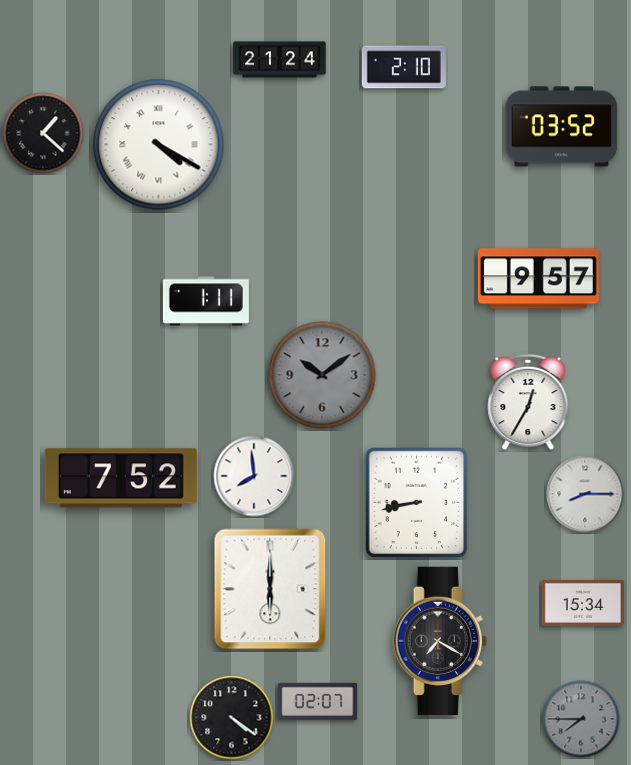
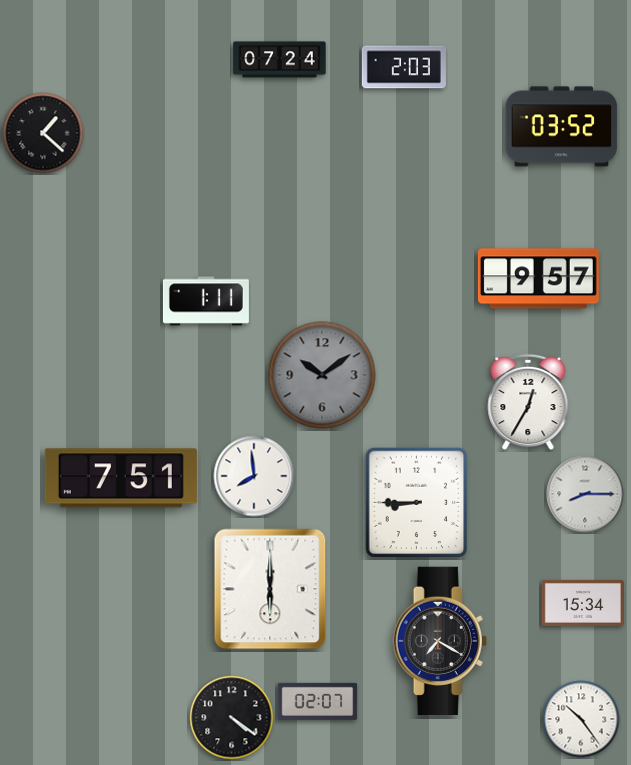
clock at (280, 60): 21:24 -> 07:24
clock at (404, 67): 2:10 -> 2:03
clock at (159, 145): 4:20 -> none
clock at (121, 478): 7:52 -> 7:51
clock at (417, 503): 8:43 -> 8:45
clock at (581, 719): 7:45 -> 10:24
clock at (581, 719) dial: grey -> white
